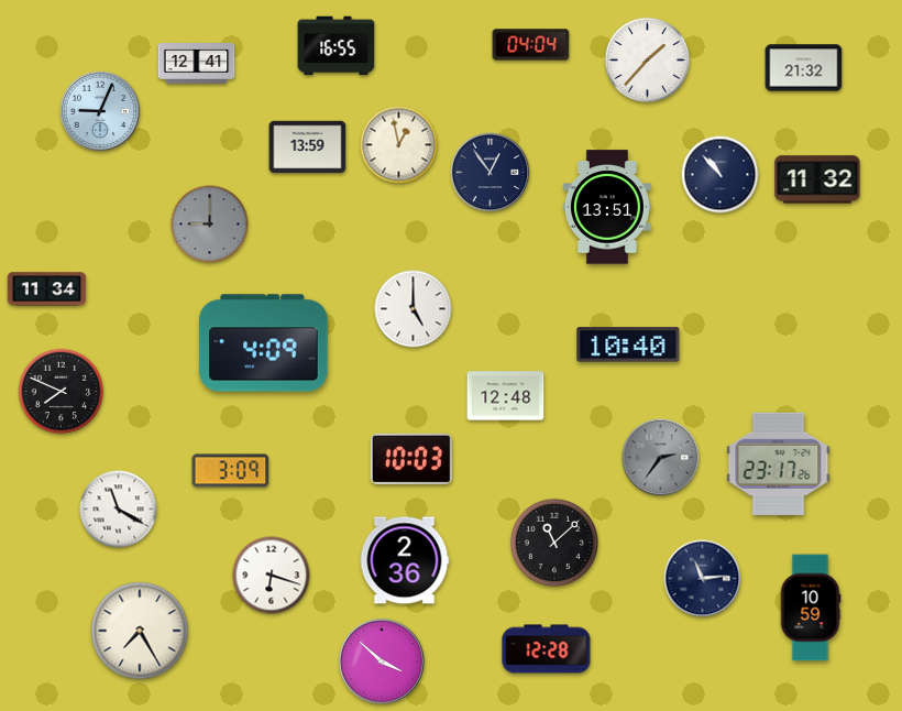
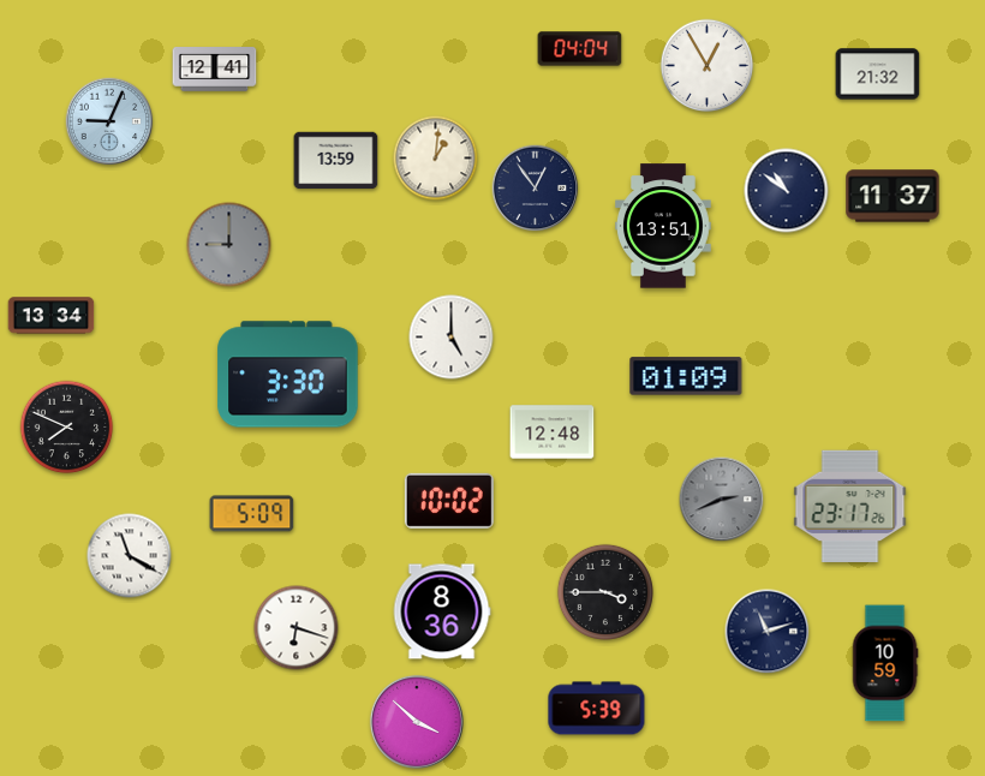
clock at (337, 46): 16:55 -> none
clock at (648, 61): 1:37 -> 12:55
clock at (399, 145): 12:58 -> 1:01
clock at (721, 175): 10:53 -> 10:51
clock at (817, 179): 11:32 -> 11:37
clock at (47, 289): 11:34 -> 13:34
clock at (264, 343): 4:09 -> 3:30
clock at (628, 344): 10:40 -> 01:09
clock at (661, 458): 2:36 -> 2:41
clock at (411, 459): 10:03 -> 10:02
clock at (231, 471): 3:09 -> 5:09
clock at (554, 543): 11:08 -> 3:45
clock at (405, 560): 2:36 -> 8:36
clock at (703, 579): 11:14 -> 11:12
clock at (140, 631): 7:25 -> none
clock at (547, 649): 12:28 -> 5:39
